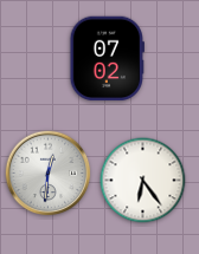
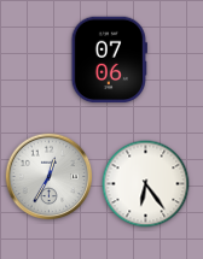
clock at (107, 59): 07:02 -> 07:06
clock at (49, 174): 12:31 -> 12:35
